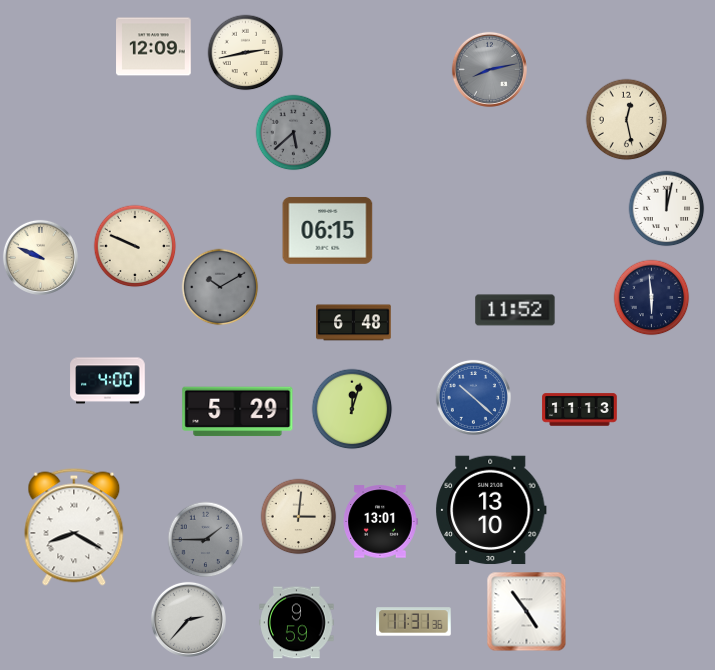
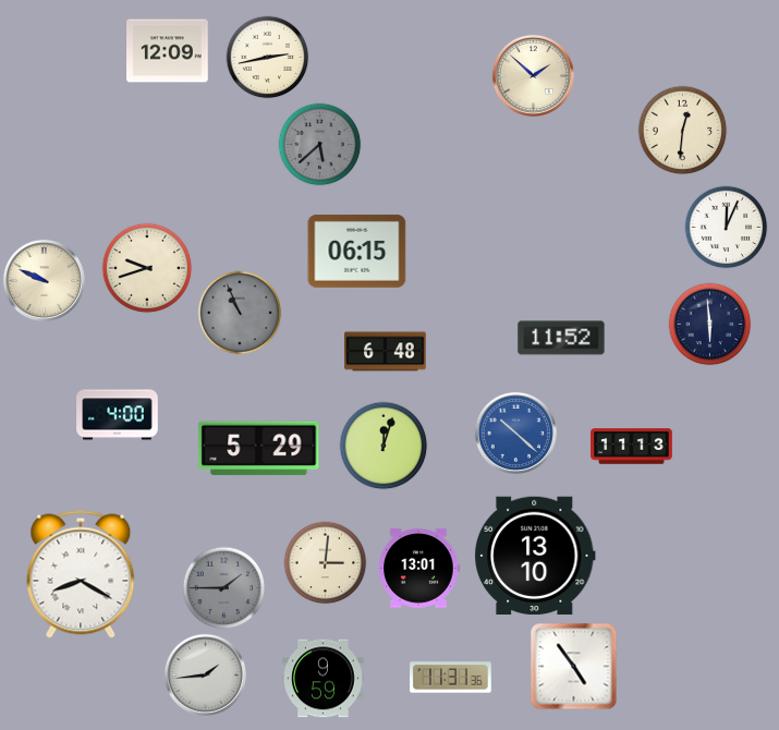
clock at (489, 69): 8:13 -> 1:52
clock at (489, 69) dial: grey -> cream
clock at (627, 120): 12:28 -> 12:31
clock at (667, 209): 12:02 -> 12:04
clock at (135, 246): 9:49 -> 9:42
clock at (220, 287): 10:10 -> 10:56
clock at (380, 522) position: (380, 522) -> (418, 569)
clock at (188, 619): 2:37 -> 1:44
